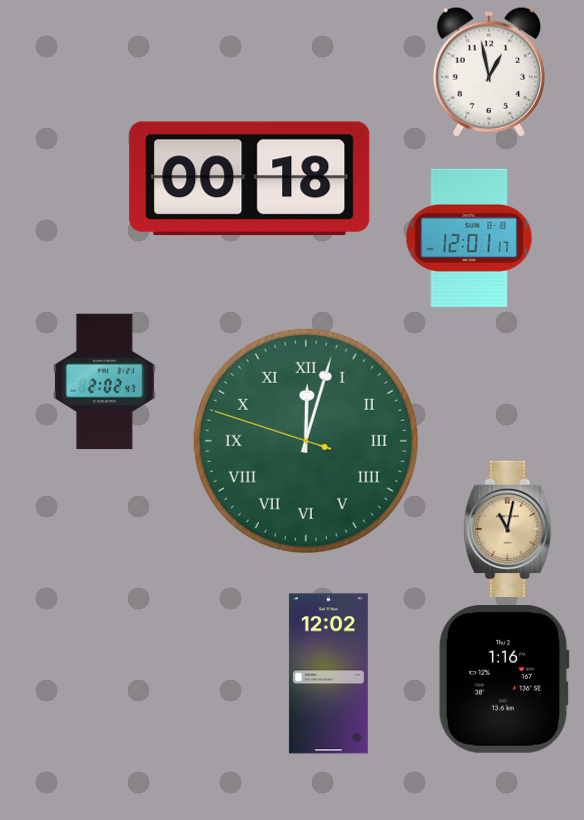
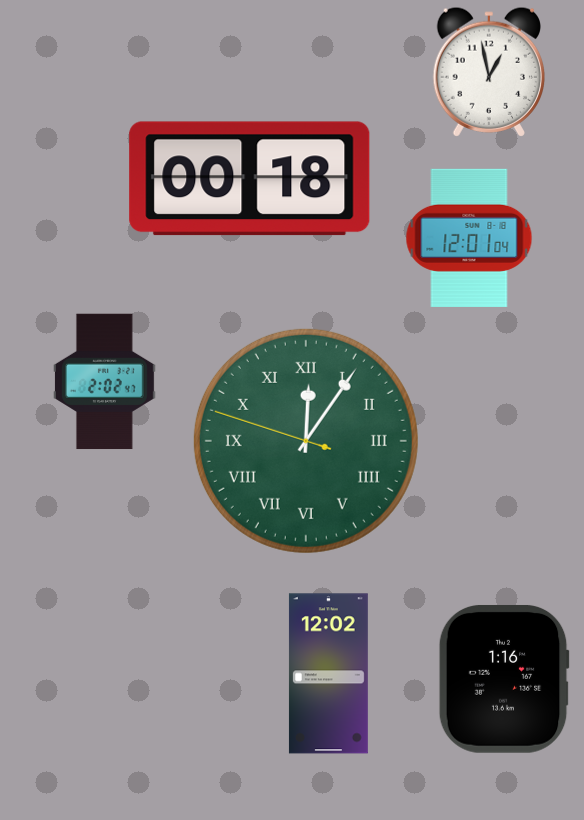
clock at (469, 238): 12:01:17 -> 12:01:04
clock at (306, 441): 12:02 -> 12:05
clock at (508, 528): 11:02 -> none
